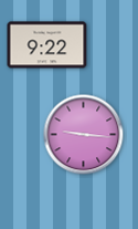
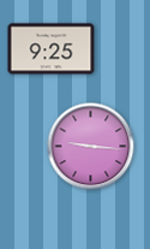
clock at (47, 45): 9:22 -> 9:25
